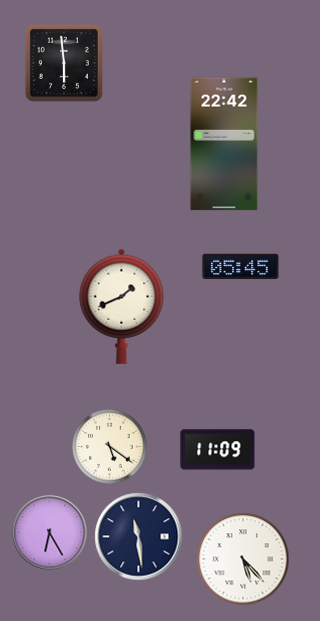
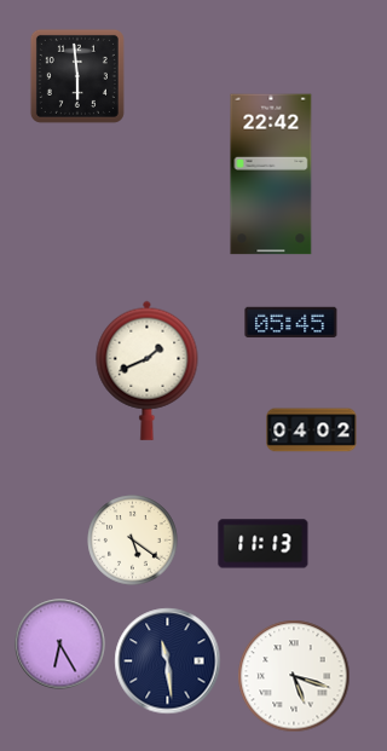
clock at (312, 431): none -> 04:02
clock at (218, 450): 11:09 -> 11:13
clock at (139, 537) position: (139, 537) -> (168, 662)
clock at (243, 559): 5:23 -> 5:18
